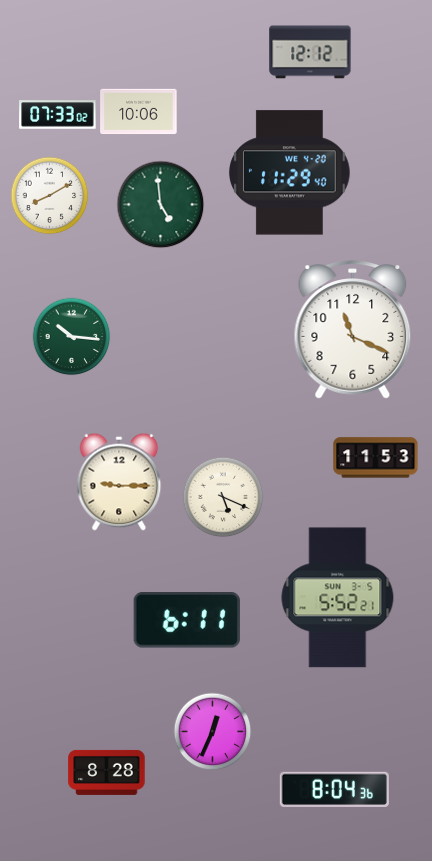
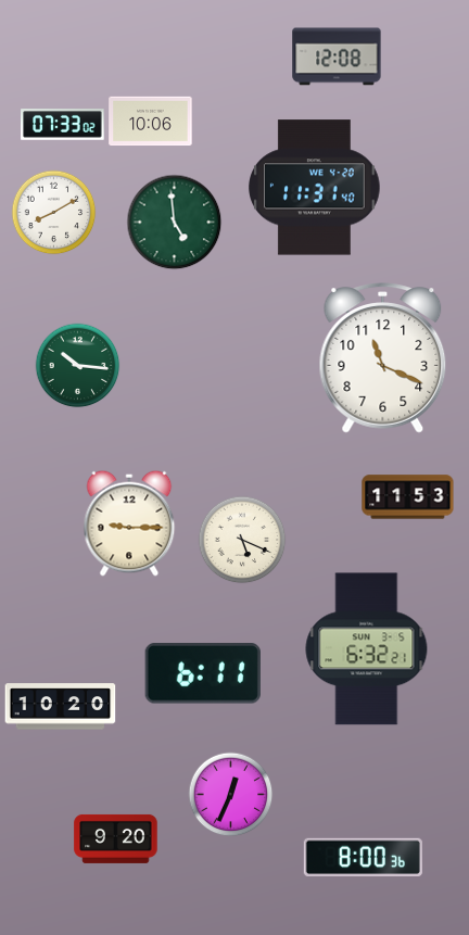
clock at (310, 52): 12:12 -> 12:08
clock at (290, 173): 11:29 -> 11:31
clock at (338, 598): 5:52 -> 6:32
clock at (61, 707): none -> 10:20
clock at (107, 772): 8:28 -> 9:20
clock at (334, 789): 8:04 -> 8:00
